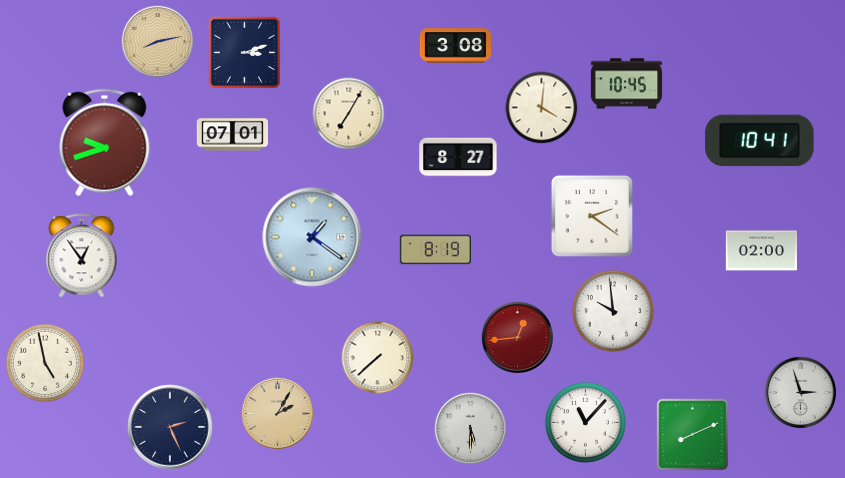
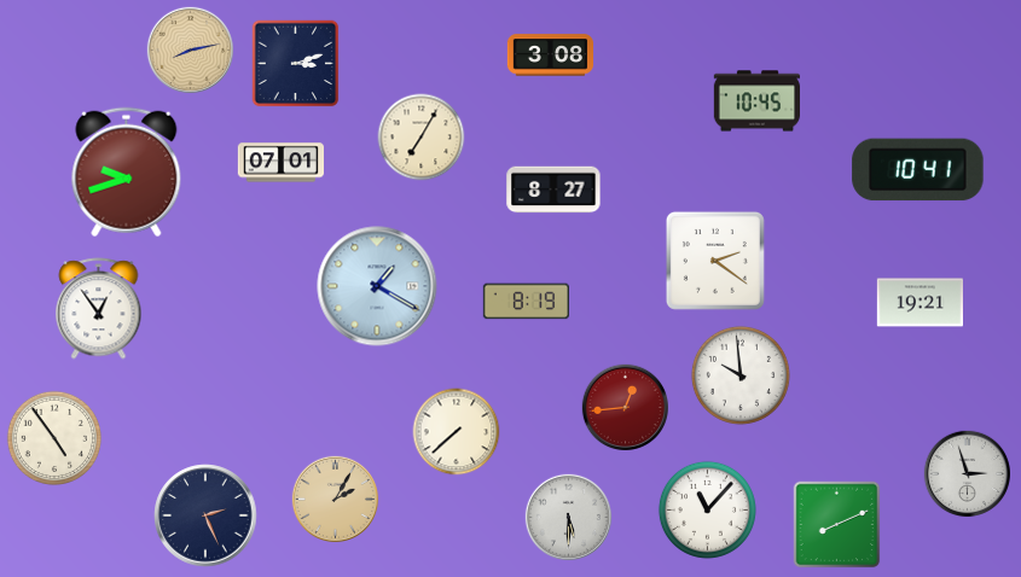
clock at (542, 108): 4:01 -> none
clock at (312, 237): 1:21 -> 1:20
clock at (761, 251): 02:00 -> 19:21
clock at (45, 363): 4:58 -> 4:54
